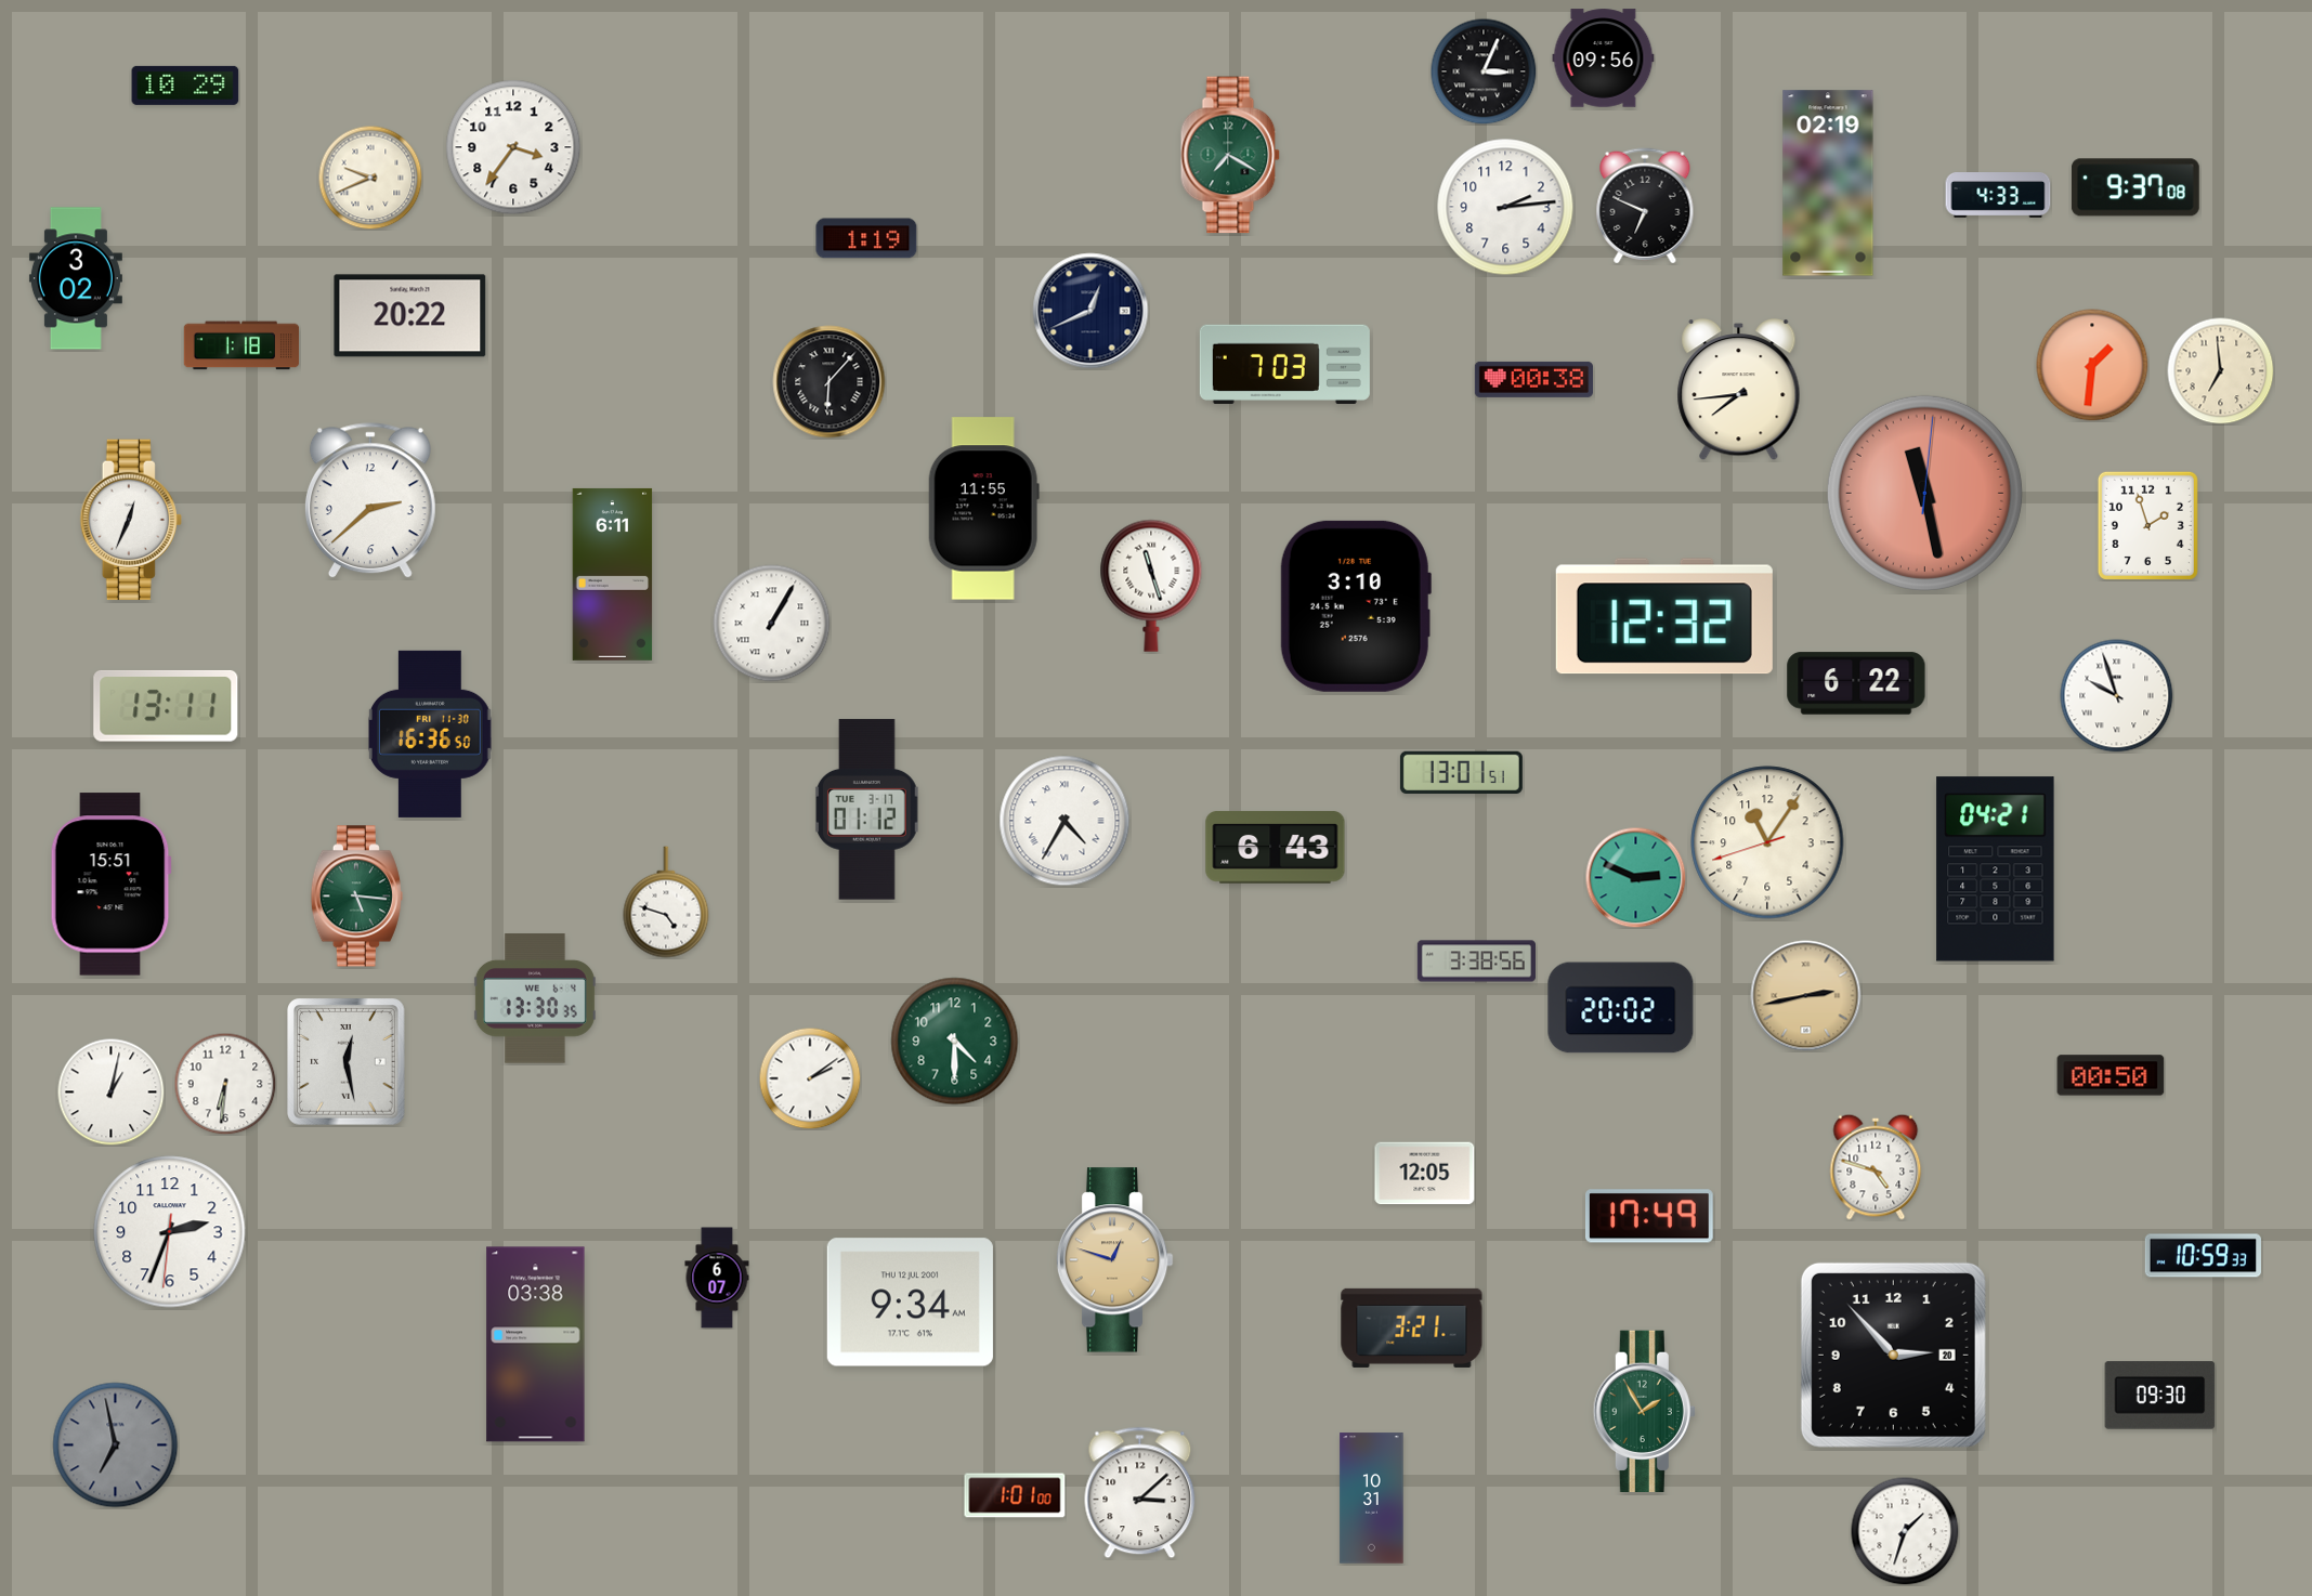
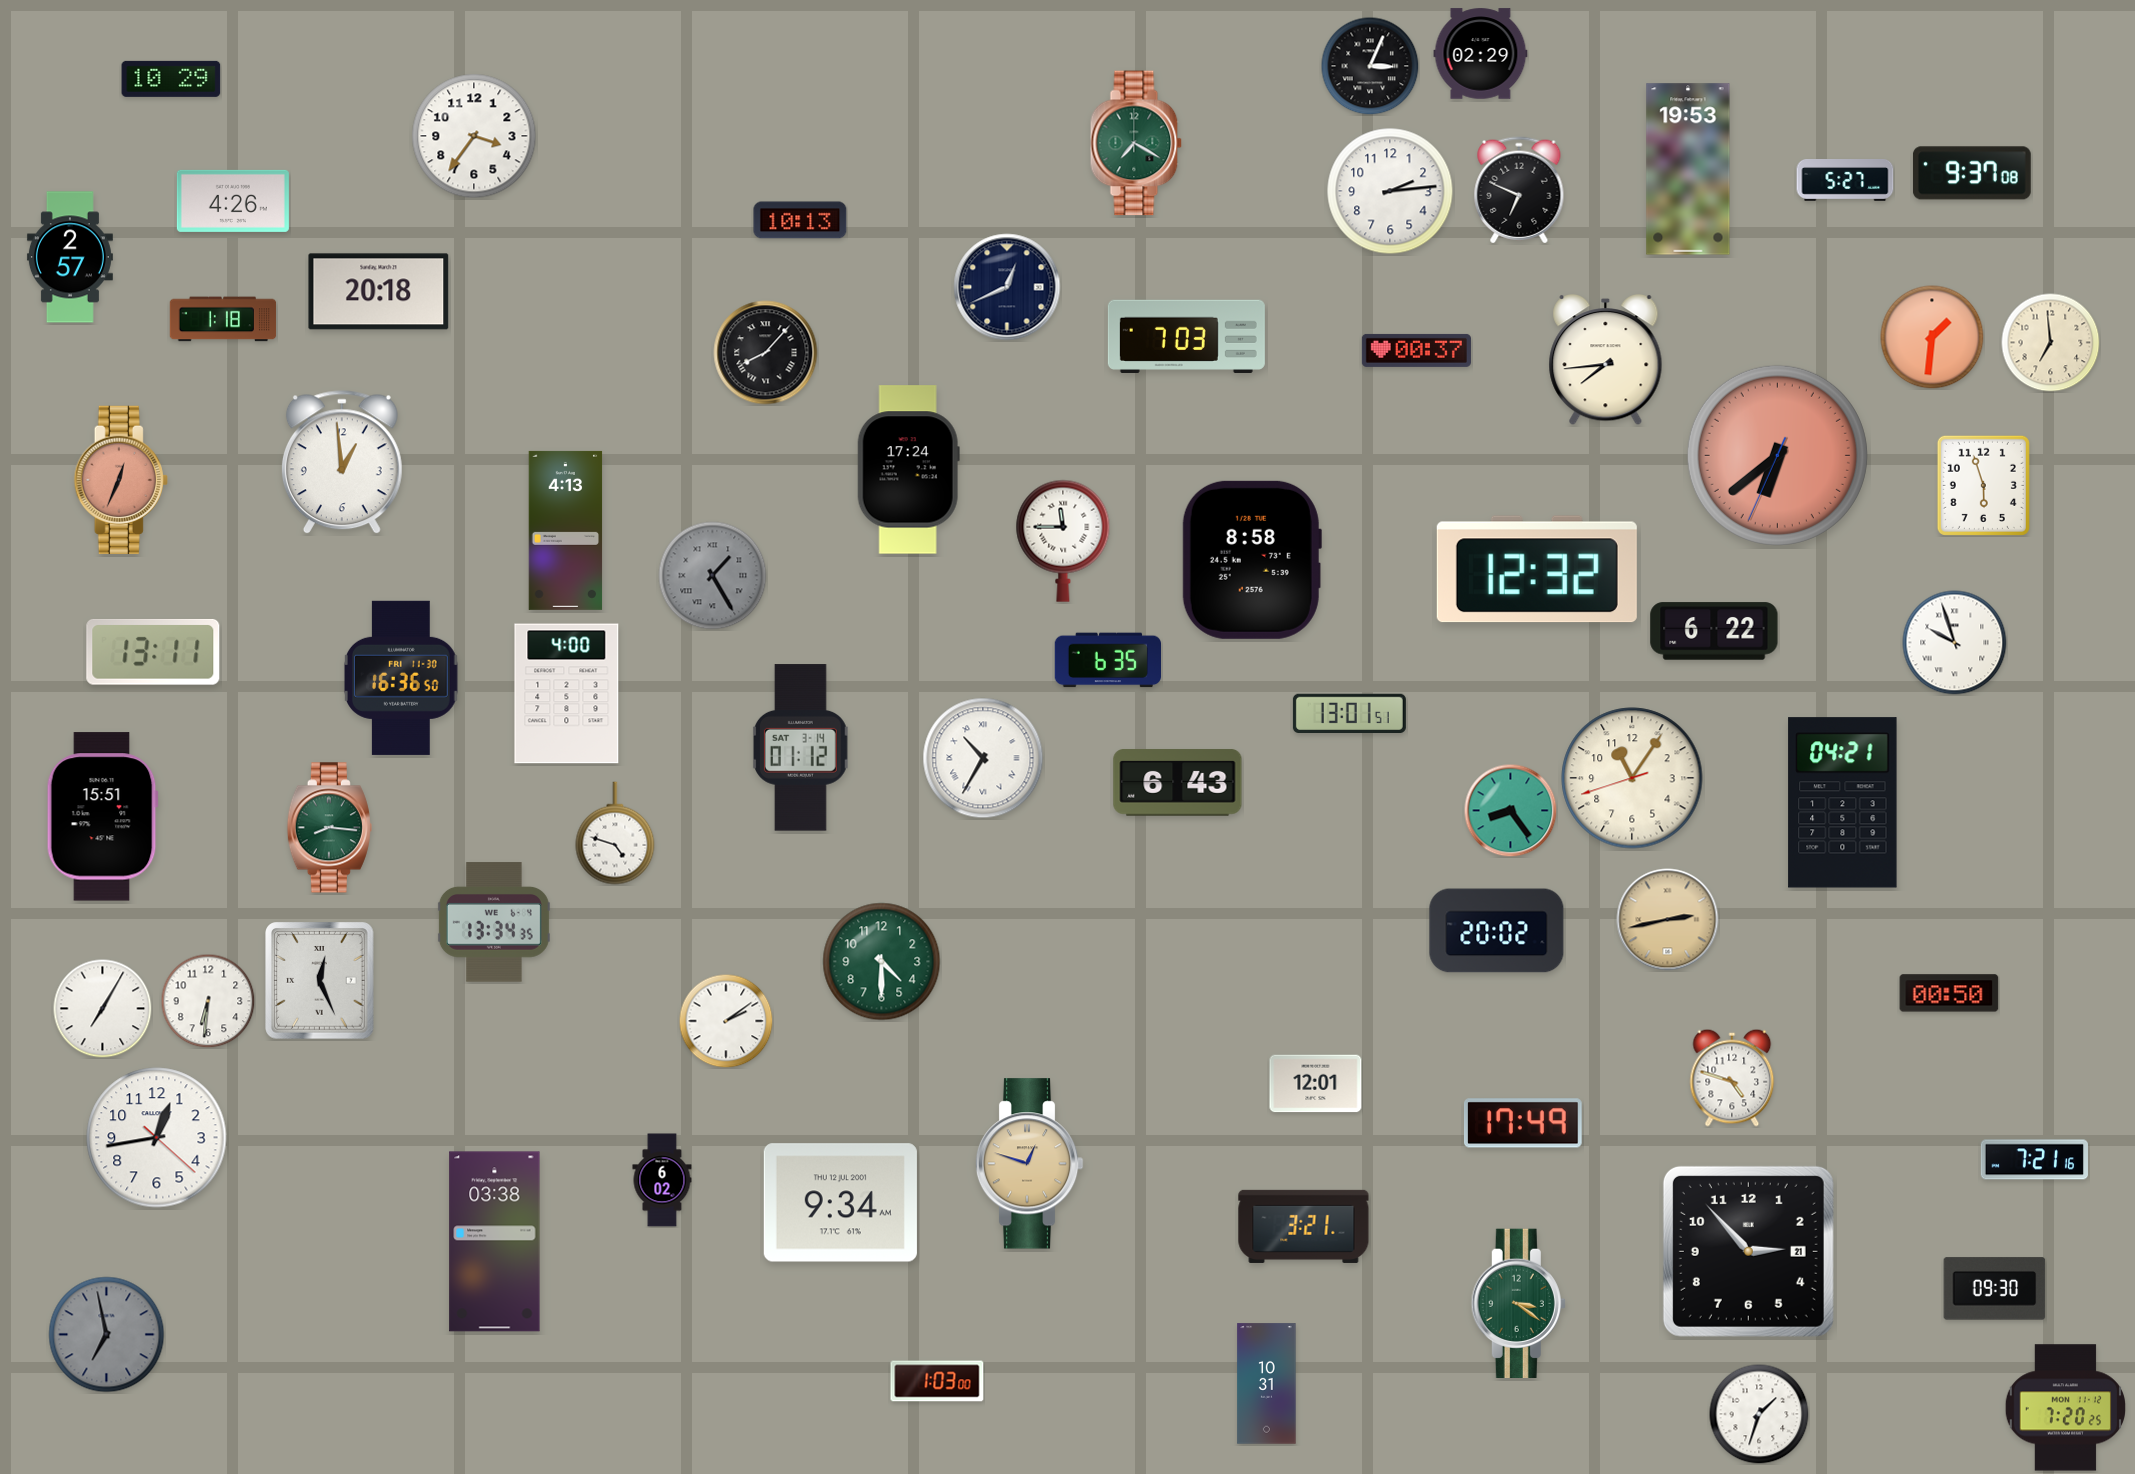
clock at (1604, 58): 09:56 -> 02:29
clock at (370, 178): 9:41 -> none
clock at (1828, 183): 02:19 -> 19:53
clock at (1998, 196): 4:33 -> 5:27
clock at (233, 201): none -> 4:26
clock at (866, 238): 1:19 -> 10:13
clock at (76, 278): 3:02 -> 2:57
clock at (410, 316): 20:22 -> 20:18
clock at (1533, 379): 00:38 -> 00:37
clock at (830, 382): 6:07 -> 8:07
clock at (1924, 493): 11:28 -> 6:38
clock at (370, 501): 2:38 -> 12:59
clock at (983, 509): 11:55 -> 17:24
clock at (131, 520) dial: white -> salmon
clock at (2147, 525): 1:57 -> 5:57
clock at (613, 574): 6:11 -> 4:13
clock at (1151, 586): 11:27 -> 11:45
clock at (1356, 606): 3:10 -> 8:58
clock at (772, 624): 1:05 -> 1:25
clock at (772, 624) dial: white -> grey
clock at (1107, 660): none -> 6:35
clock at (430, 734) position: (430, 734) -> (401, 678)
clock at (567, 694): none -> 4:00
clock at (866, 810) date: TUE 3-17 -> SAT 3-14
clock at (1064, 821): 4:35 -> 10:35
clock at (1635, 877): 2:49 -> 8:24
clock at (356, 897): 5:16 -> 8:16
clock at (1476, 961): 3:38 -> none
clock at (535, 998): 13:30 -> 13:34
clock at (347, 1062): 12:28 -> 12:26
clock at (810, 1078) position: (810, 1078) -> (726, 1021)
clock at (112, 1093): 1:02 -> 7:05
clock at (1425, 1174): 12:05 -> 12:01
clock at (170, 1232): 2:33 -> 12:43
clock at (2203, 1256): 10:59 -> 7:21
clock at (717, 1278): 6:07 -> 6:02
clock at (1893, 1355) date: 20 -> 21
clock at (1644, 1412): 1:55 -> 3:21
clock at (1140, 1493): 3:08 -> none
clock at (1015, 1495): 1:01 -> 1:03
clock at (2065, 1408): none -> 7:20
